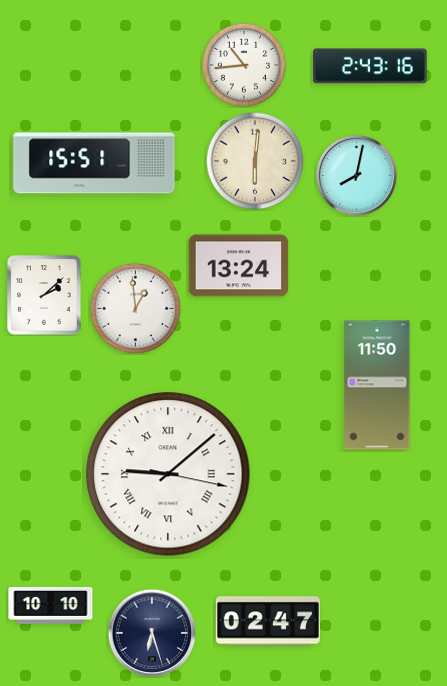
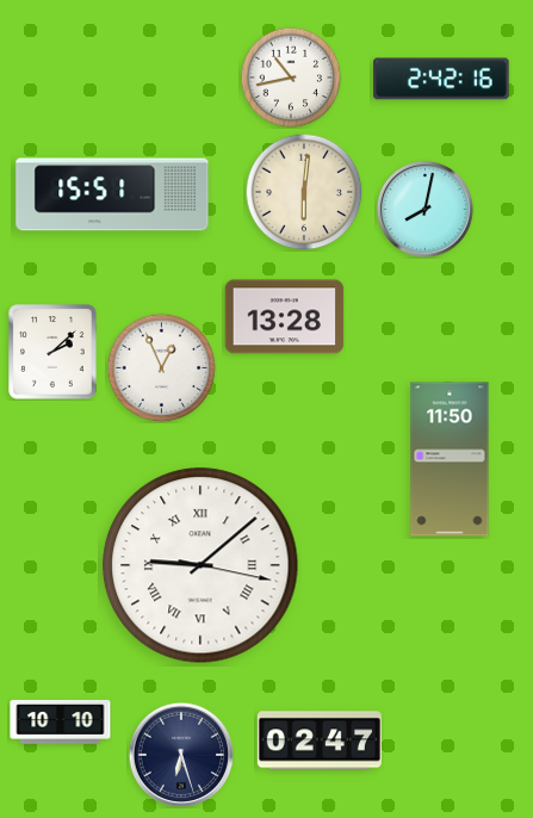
clock at (244, 65): 10:44 -> 10:43
clock at (370, 66): 2:43 -> 2:42
clock at (239, 266): 13:24 -> 13:28
clock at (135, 308): 12:59 -> 12:56
